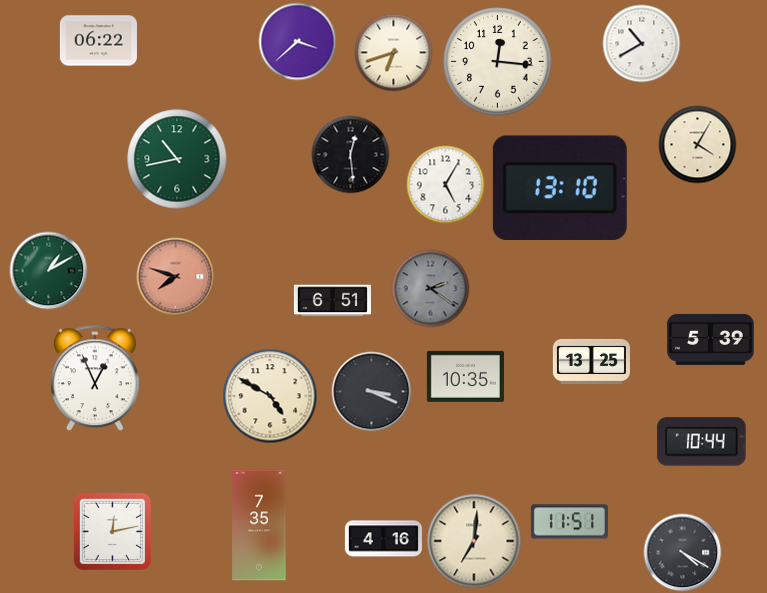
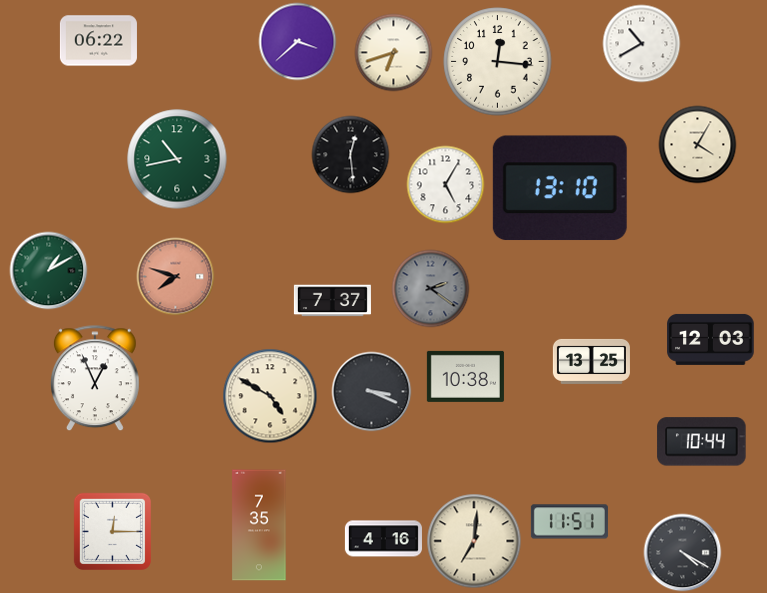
clock at (332, 301): 6:51 -> 7:37
clock at (711, 339): 5:39 -> 12:03
clock at (465, 376): 10:35 -> 10:38
clock at (112, 531): 12:13 -> 12:15
